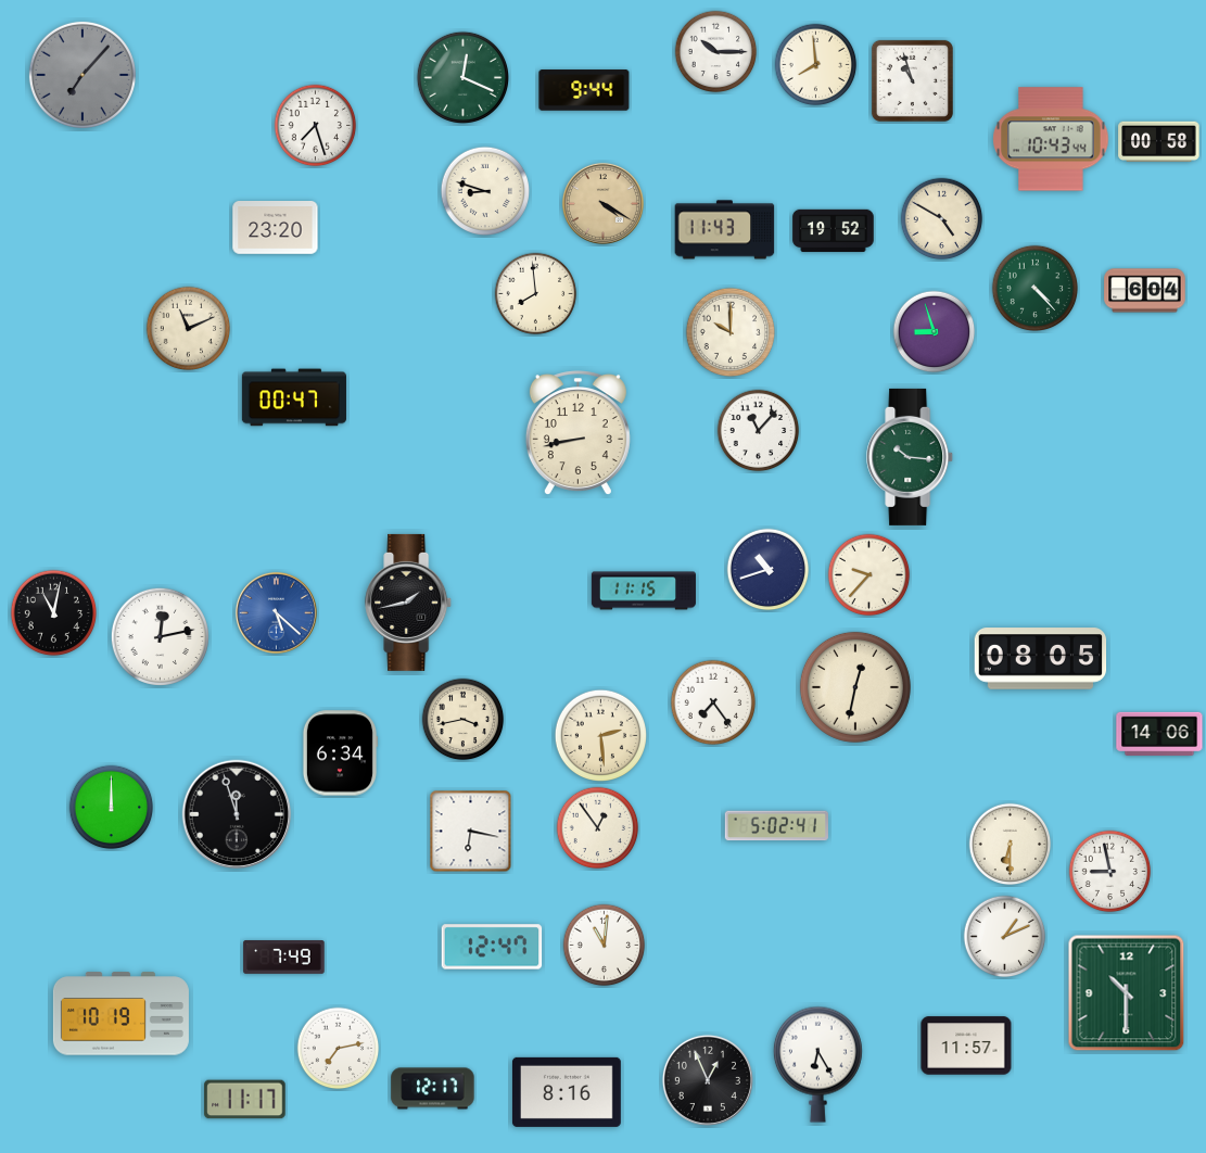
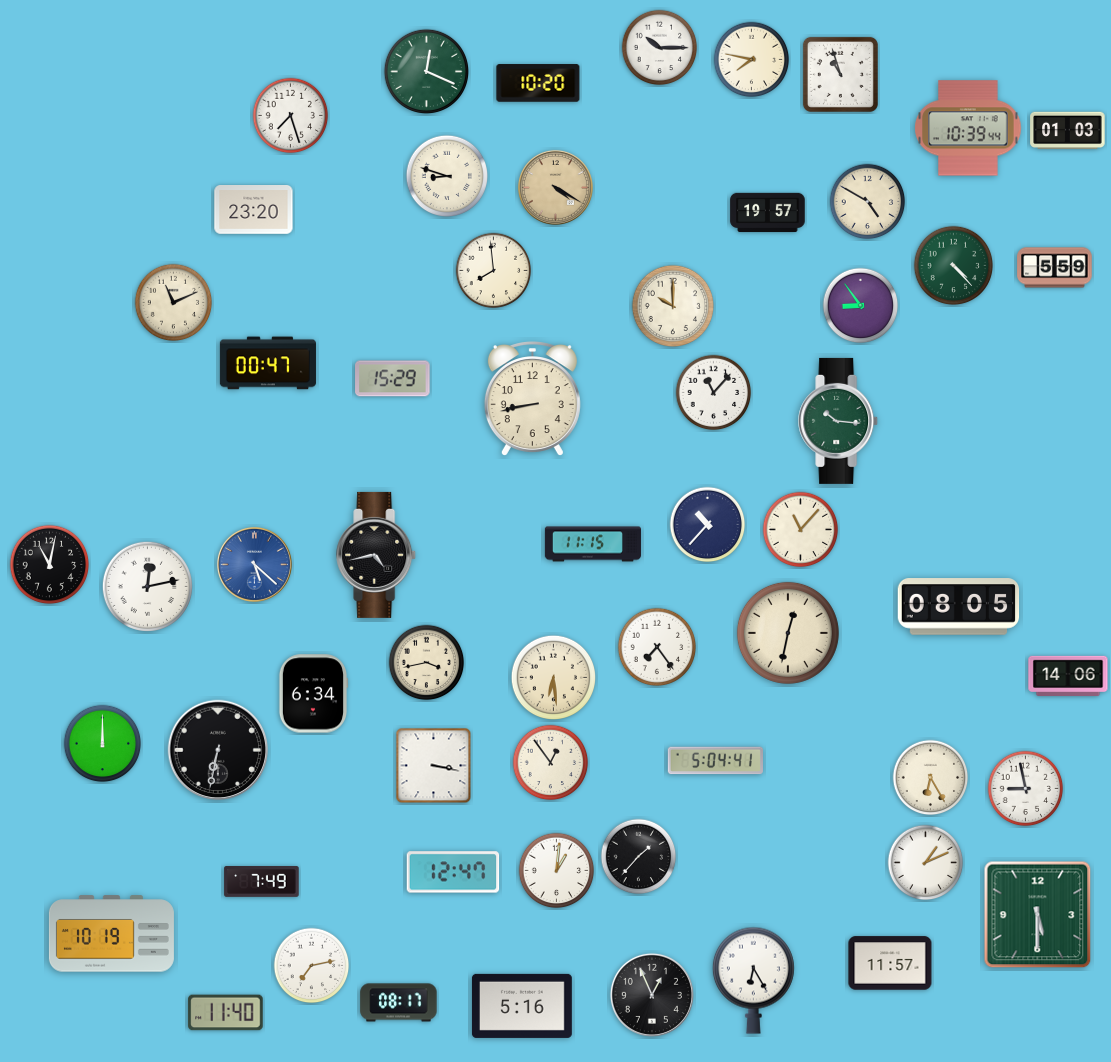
clock at (816, 65): 7:59 -> 7:47
clock at (82, 75): 7:07 -> none
clock at (584, 90): 9:44 -> 10:20
clock at (1051, 139): 10:43 -> 10:39
clock at (1159, 142): 00:58 -> 01:03
clock at (725, 230): 11:43 -> none
clock at (834, 231): 19:52 -> 19:57
clock at (1145, 291): 6:04 -> 5:59
clock at (935, 332): 8:57 -> 8:54
clock at (294, 397) position: (294, 397) -> (268, 363)
clock at (393, 379): none -> 15:29
clock at (759, 431) position: (759, 431) -> (714, 393)
clock at (769, 570): 10:42 -> 10:37
clock at (869, 575): 9:37 -> 11:07
clock at (409, 603): 1:43 -> 4:43
clock at (600, 735): 2:29 -> 6:29
clock at (237, 814): 11:57 -> 6:32
clock at (776, 826): 5:02 -> 5:04
clock at (471, 832): 6:17 -> 3:17
clock at (1011, 845): 6:30 -> 6:25
clock at (1110, 872) position: (1110, 872) -> (1026, 789)
clock at (639, 857): none -> 1:37
clock at (605, 946): 11:01 -> 1:01
clock at (1127, 993): 10:30 -> 5:30
clock at (433, 1089): 12:17 -> 08:17
clock at (567, 1092): 8:16 -> 5:16
clock at (245, 1100): 11:17 -> 11:40
